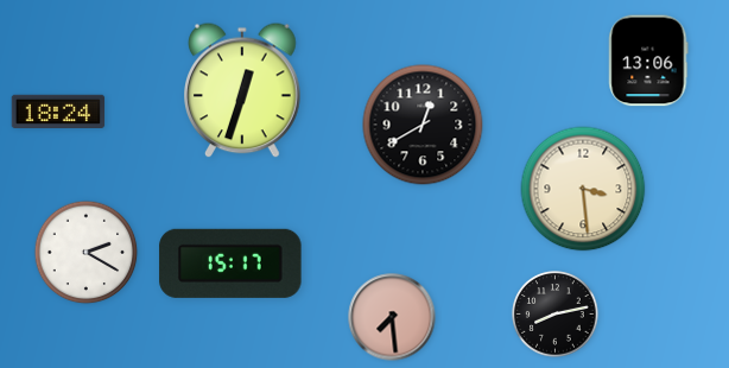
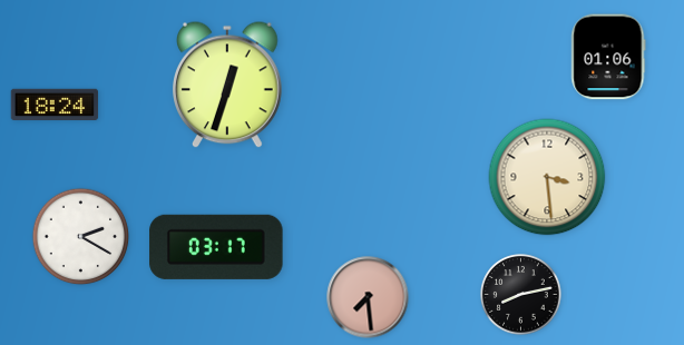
clock at (648, 61): 13:06 -> 01:06
clock at (423, 125): 12:40 -> none
clock at (230, 264): 15:17 -> 03:17
